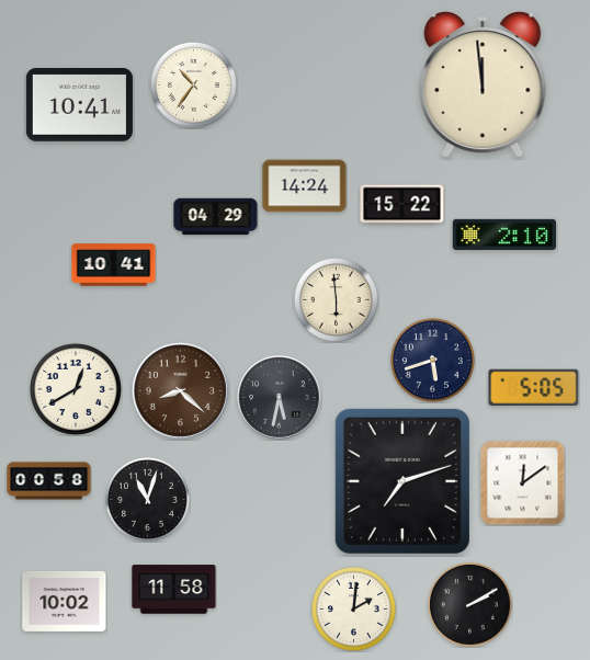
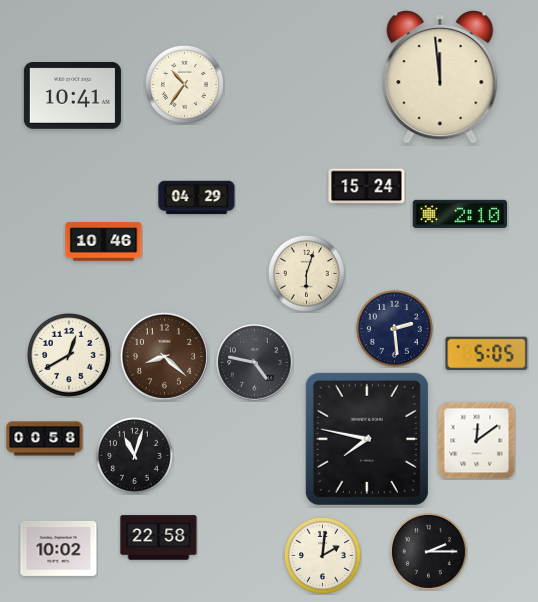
clock at (193, 84) position: (193, 84) -> (184, 84)
clock at (305, 186): 14:24 -> none
clock at (402, 205): 15:22 -> 15:24
clock at (114, 265): 10:41 -> 10:46
clock at (336, 299): 5:59 -> 6:03
clock at (432, 360): 5:42 -> 2:29
clock at (280, 398): 5:32 -> 4:47
clock at (402, 481): 7:12 -> 7:47
clock at (174, 590): 11:58 -> 22:58
clock at (469, 604): 2:10 -> 2:15
